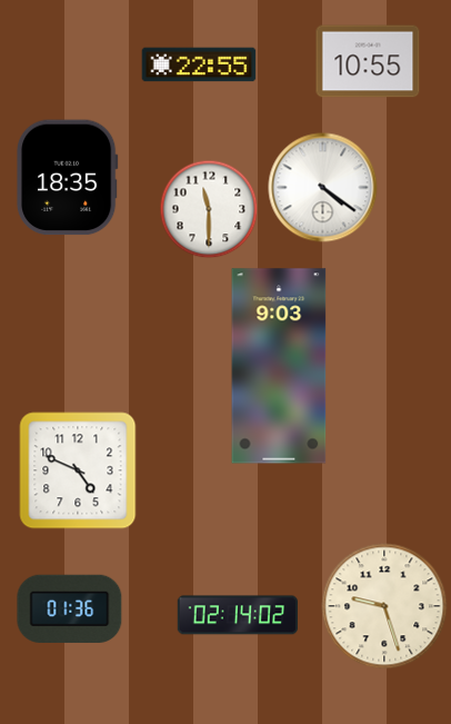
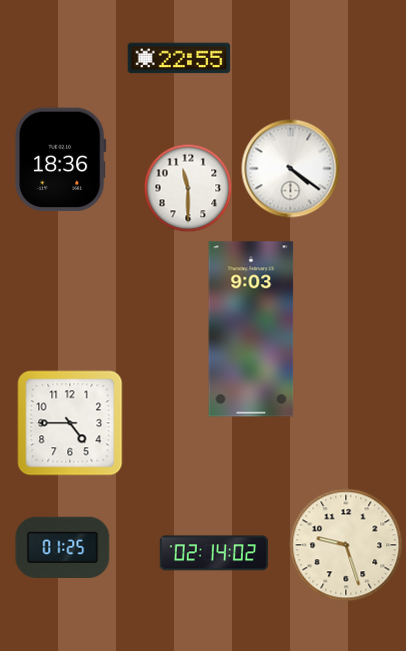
clock at (368, 61): 10:55 -> none
clock at (67, 178): 18:35 -> 18:36
clock at (78, 470): 4:49 -> 4:45
clock at (70, 608): 01:36 -> 01:25
